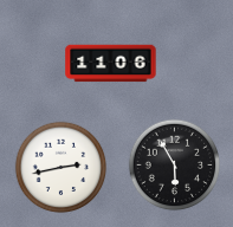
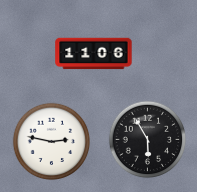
clock at (60, 167): 2:43 -> 2:47
